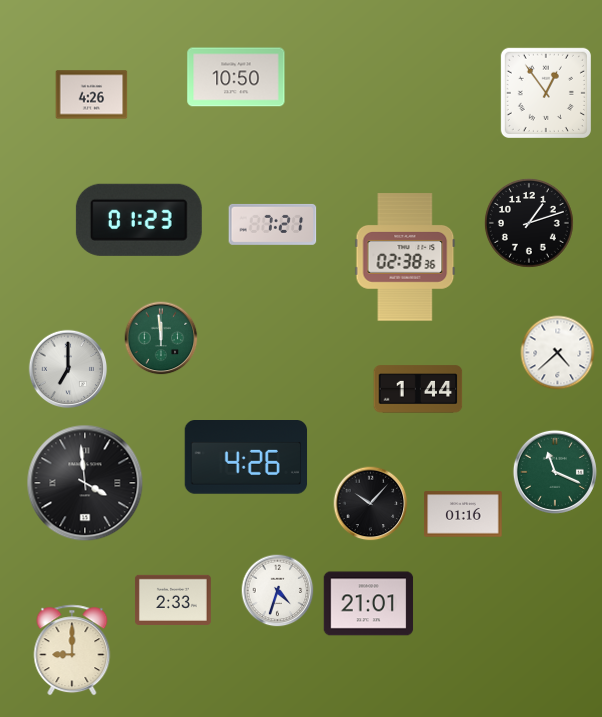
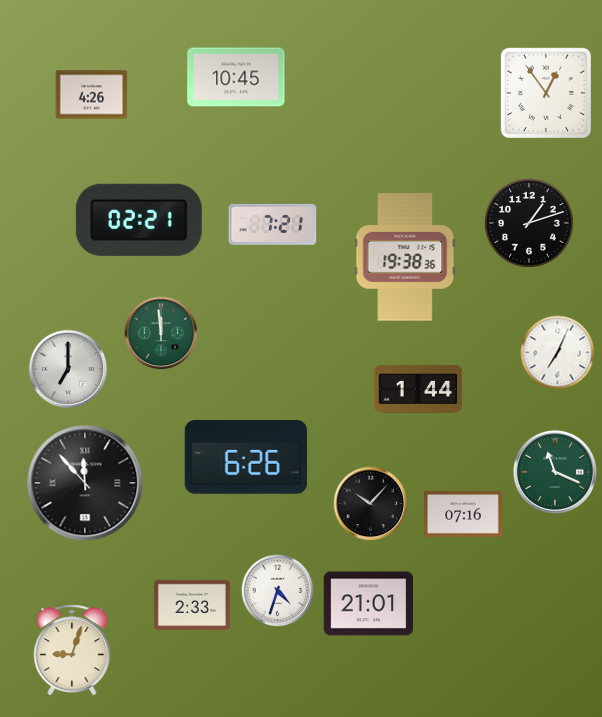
clock at (236, 77): 10:50 -> 10:45
clock at (139, 220): 01:23 -> 02:21
clock at (405, 257): 02:38 -> 19:38
clock at (161, 338) position: (161, 338) -> (161, 333)
clock at (558, 353): 4:38 -> 7:04
clock at (246, 458): 4:26 -> 6:26
clock at (85, 483): 3:59 -> 11:53
clock at (463, 514): 01:16 -> 07:16
clock at (173, 600) position: (173, 600) -> (192, 605)
clock at (72, 650): 9:00 -> 9:03
